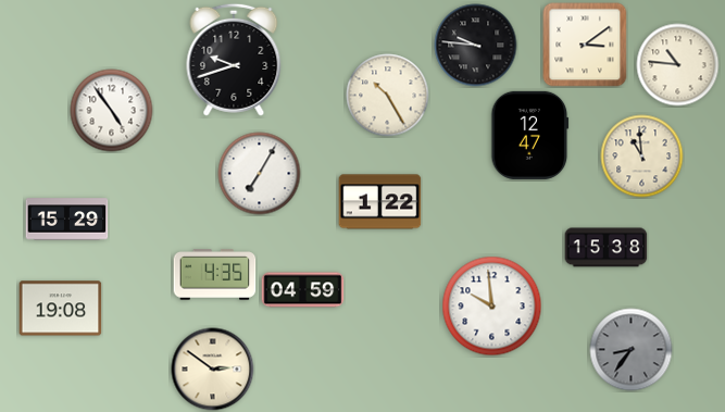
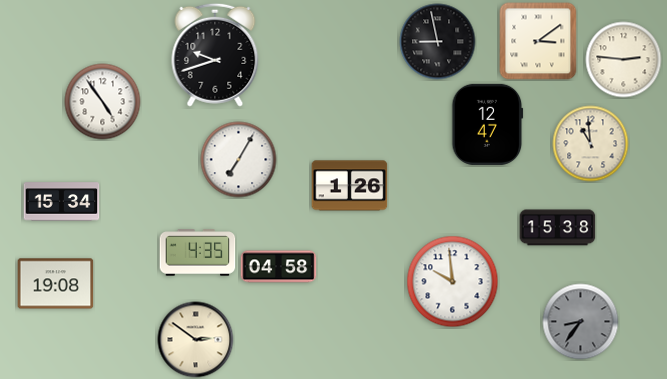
clock at (476, 46): 9:46 -> 8:58
clock at (678, 65): 10:46 -> 2:46
clock at (388, 96): 10:25 -> none
clock at (380, 202): 1:22 -> 1:26
clock at (67, 220): 15:29 -> 15:34
clock at (303, 290): 04:59 -> 04:58
